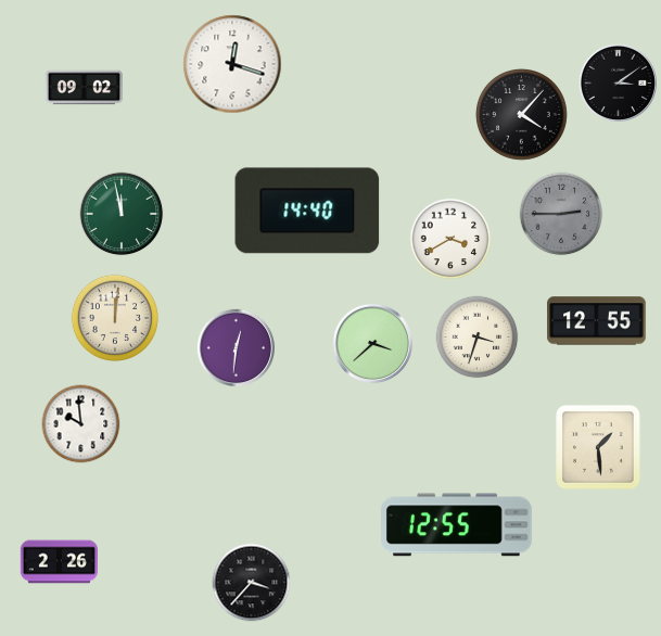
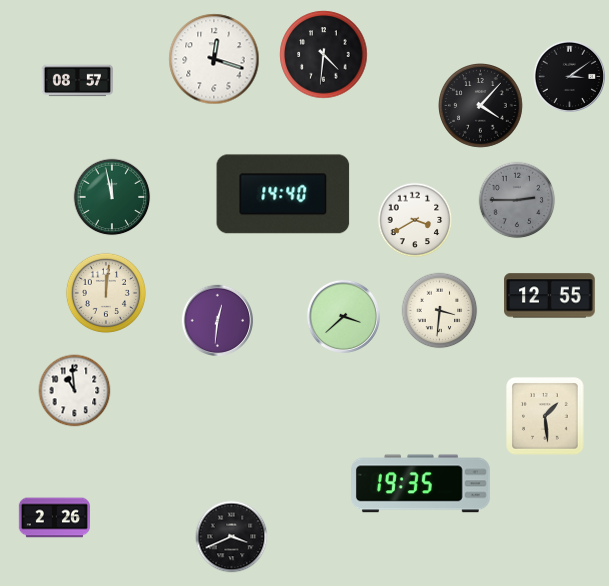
clock at (324, 55): none -> 4:31
clock at (84, 88): 09:02 -> 08:57
clock at (561, 214) position: (561, 214) -> (517, 200)
clock at (478, 338): 3:33 -> 3:31
clock at (81, 424): 9:59 -> 10:59
clock at (598, 447) position: (598, 447) -> (545, 416)
clock at (457, 525): 12:55 -> 19:35
clock at (252, 583): 3:37 -> 3:41
